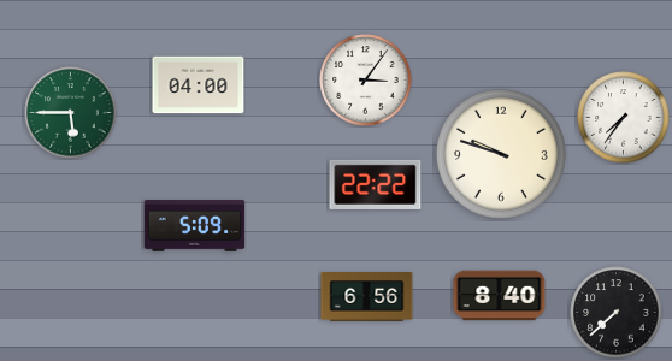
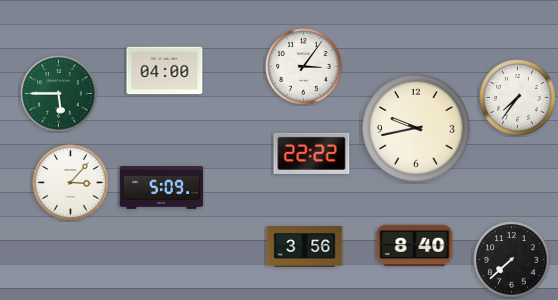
clock at (502, 155): 9:48 -> 9:43
clock at (71, 183): none -> 3:07
clock at (367, 297): 6:56 -> 3:56
